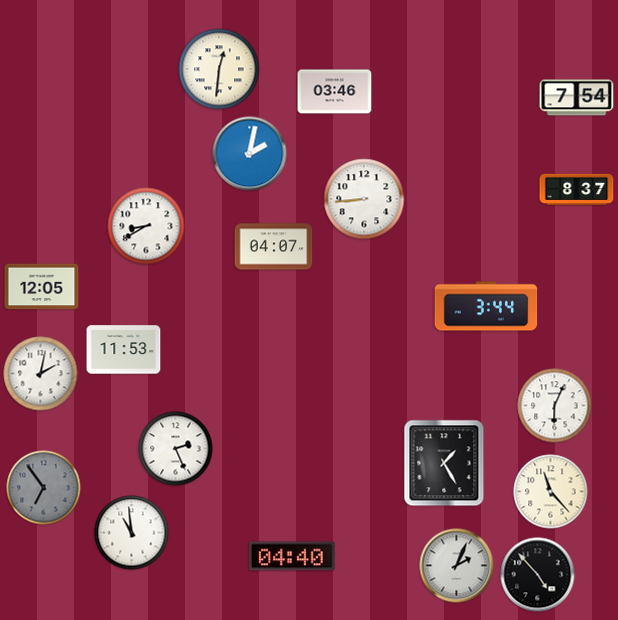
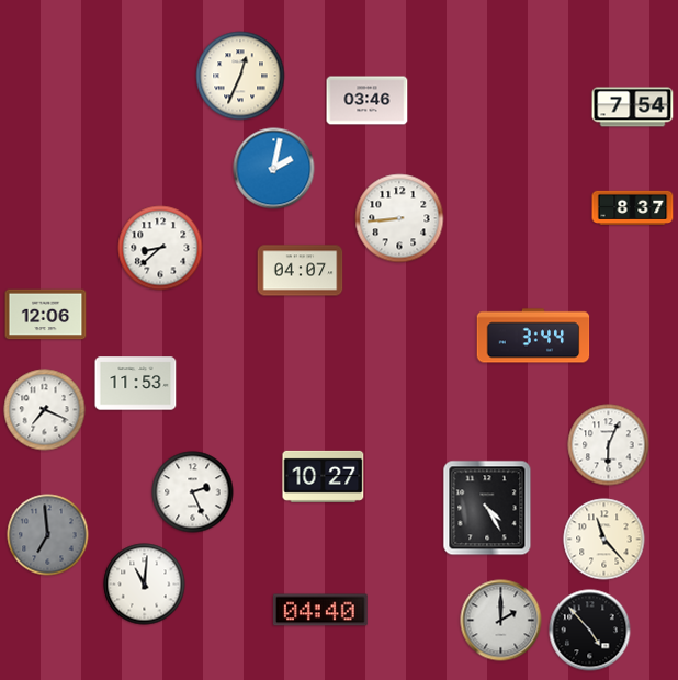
clock at (219, 69): 12:31 -> 12:34
clock at (146, 226): 8:40 -> 8:38
clock at (42, 287): 12:05 -> 12:06
clock at (41, 374): 2:02 -> 7:19
clock at (324, 476): none -> 10:27
clock at (444, 463): 1:25 -> 4:25
clock at (44, 488): 6:54 -> 6:59
clock at (132, 533): 10:59 -> 11:01
clock at (457, 566): 2:04 -> 2:00
